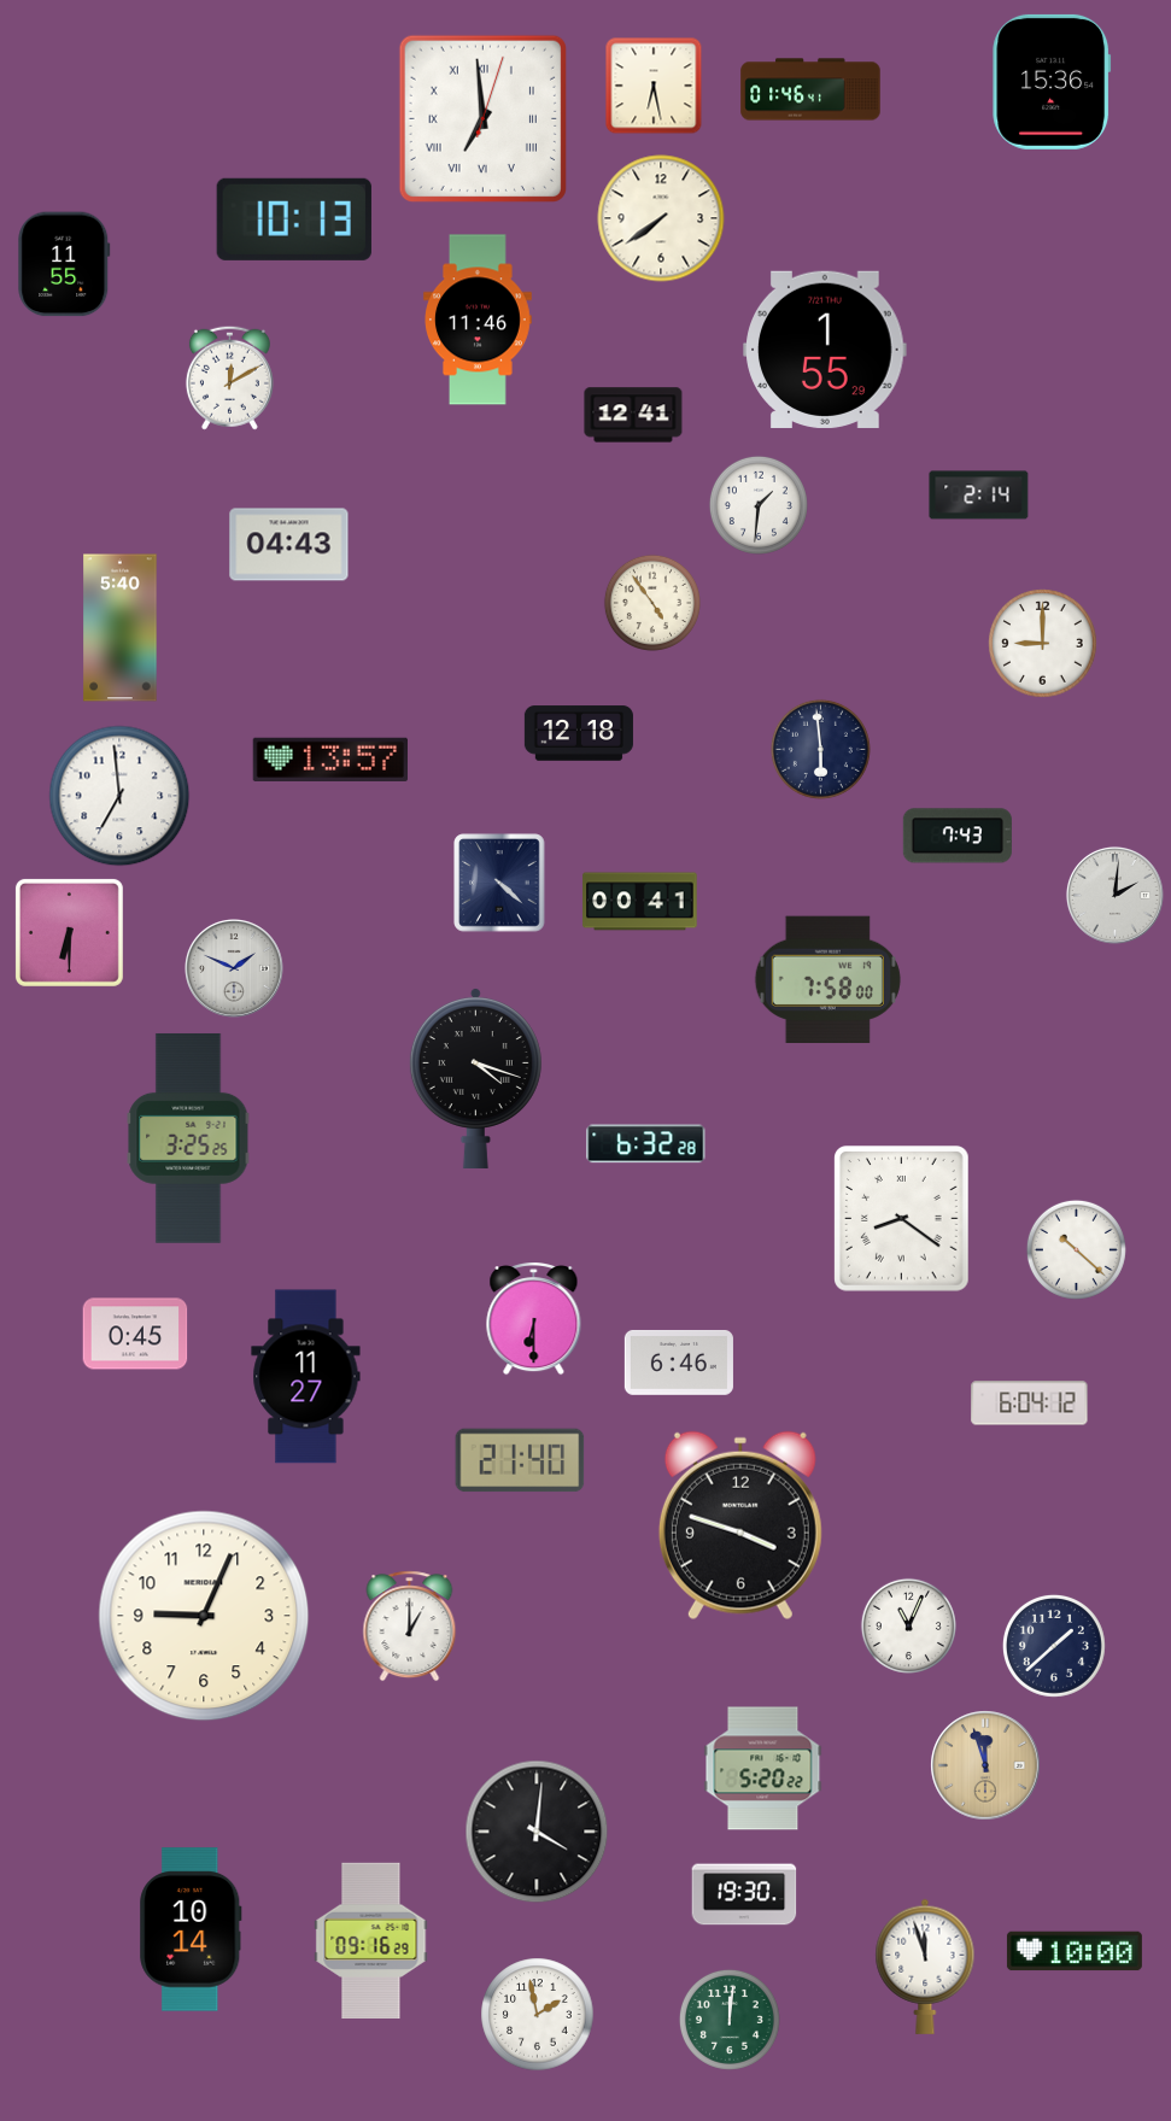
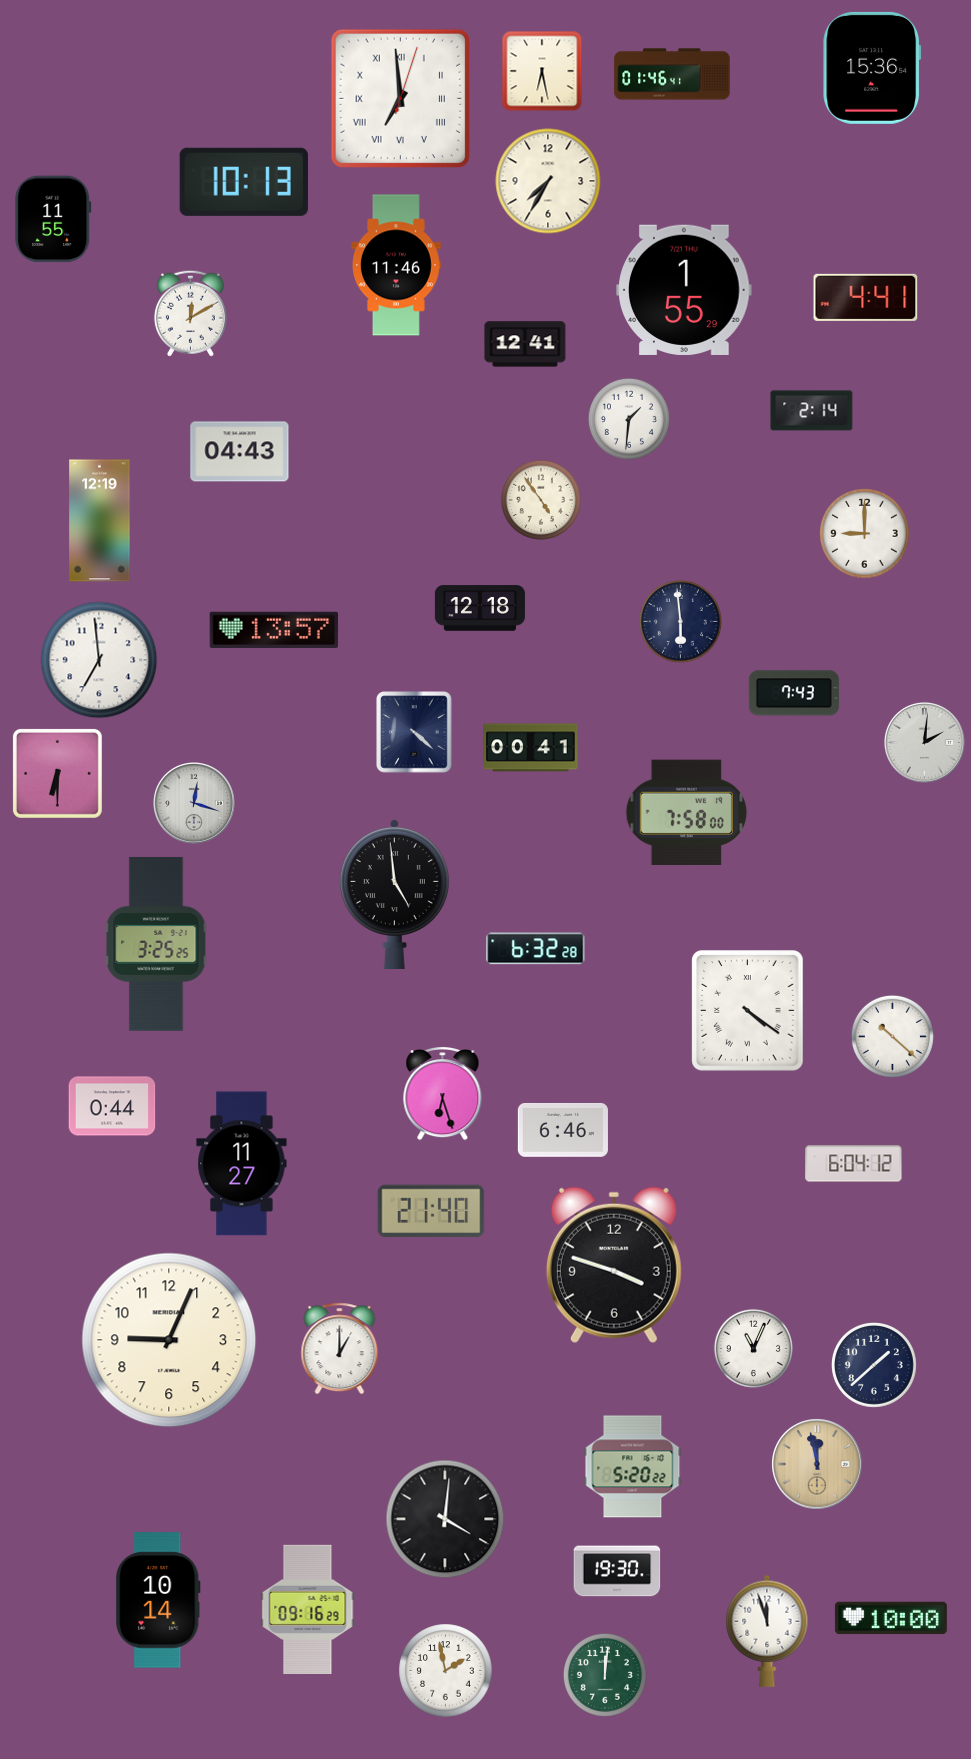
clock at (661, 218): 7:39 -> 7:35
clock at (866, 297): none -> 4:41
clock at (121, 628): 5:40 -> 12:19
clock at (235, 969): 1:49 -> 12:18
clock at (475, 1078): 4:18 -> 4:59
clock at (902, 1219): 8:21 -> 4:21
clock at (534, 1319): 6:30 -> 6:27
clock at (135, 1334): 0:45 -> 0:44
clock at (306, 1377) position: (306, 1377) -> (242, 1164)
clock at (985, 1765): 11:57 -> 11:58
